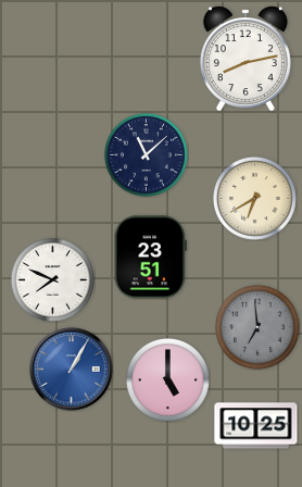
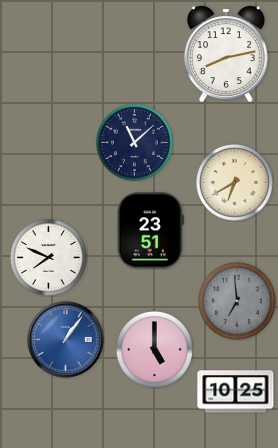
clock at (150, 258) position: (150, 258) -> (150, 231)
clock at (72, 370): 1:05 -> 1:06
